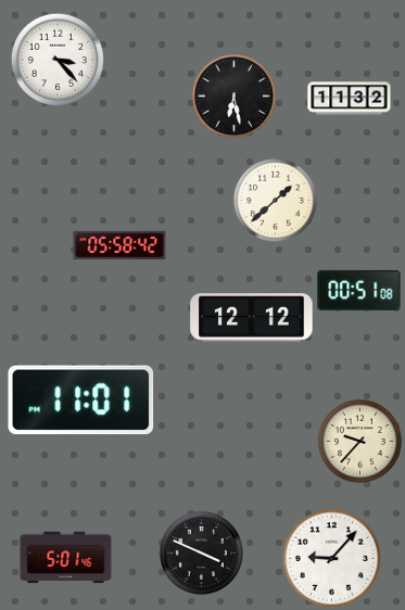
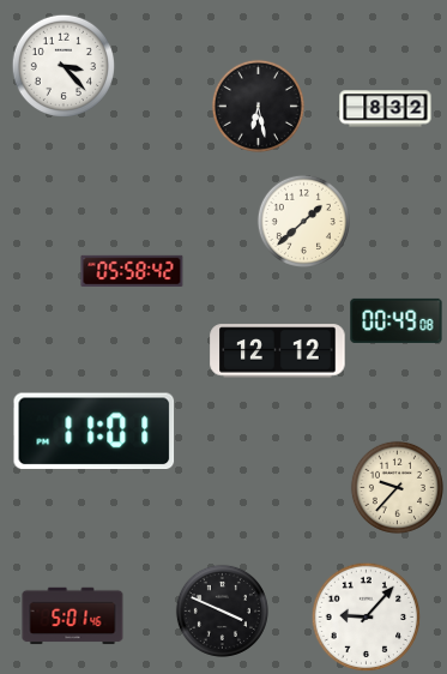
clock at (350, 99): 11:32 -> 8:32
clock at (359, 290): 00:51 -> 00:49
clock at (81, 401) position: (81, 401) -> (95, 432)
